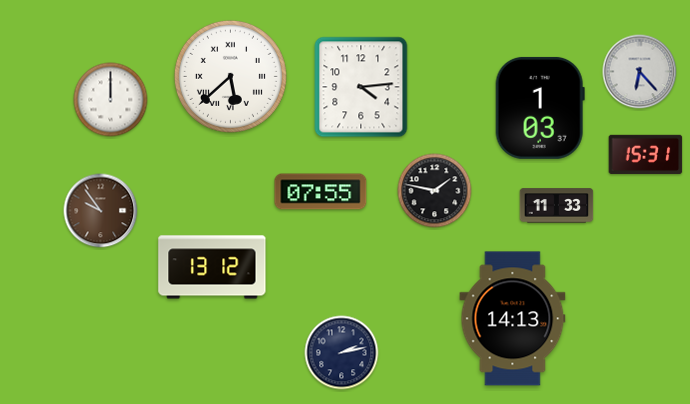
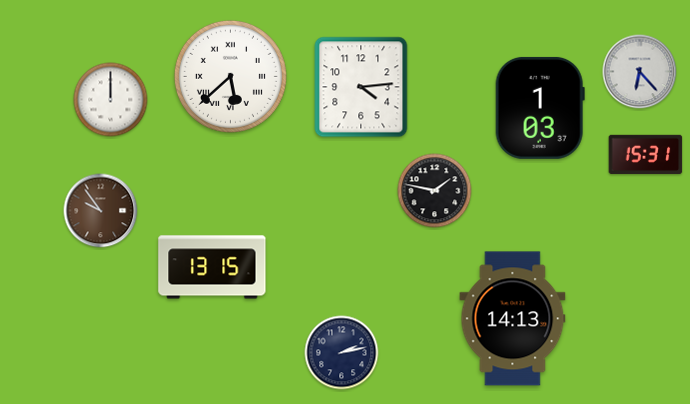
clock at (321, 192): 07:55 -> none
clock at (557, 206): 11:33 -> none
clock at (212, 267): 13:12 -> 13:15
